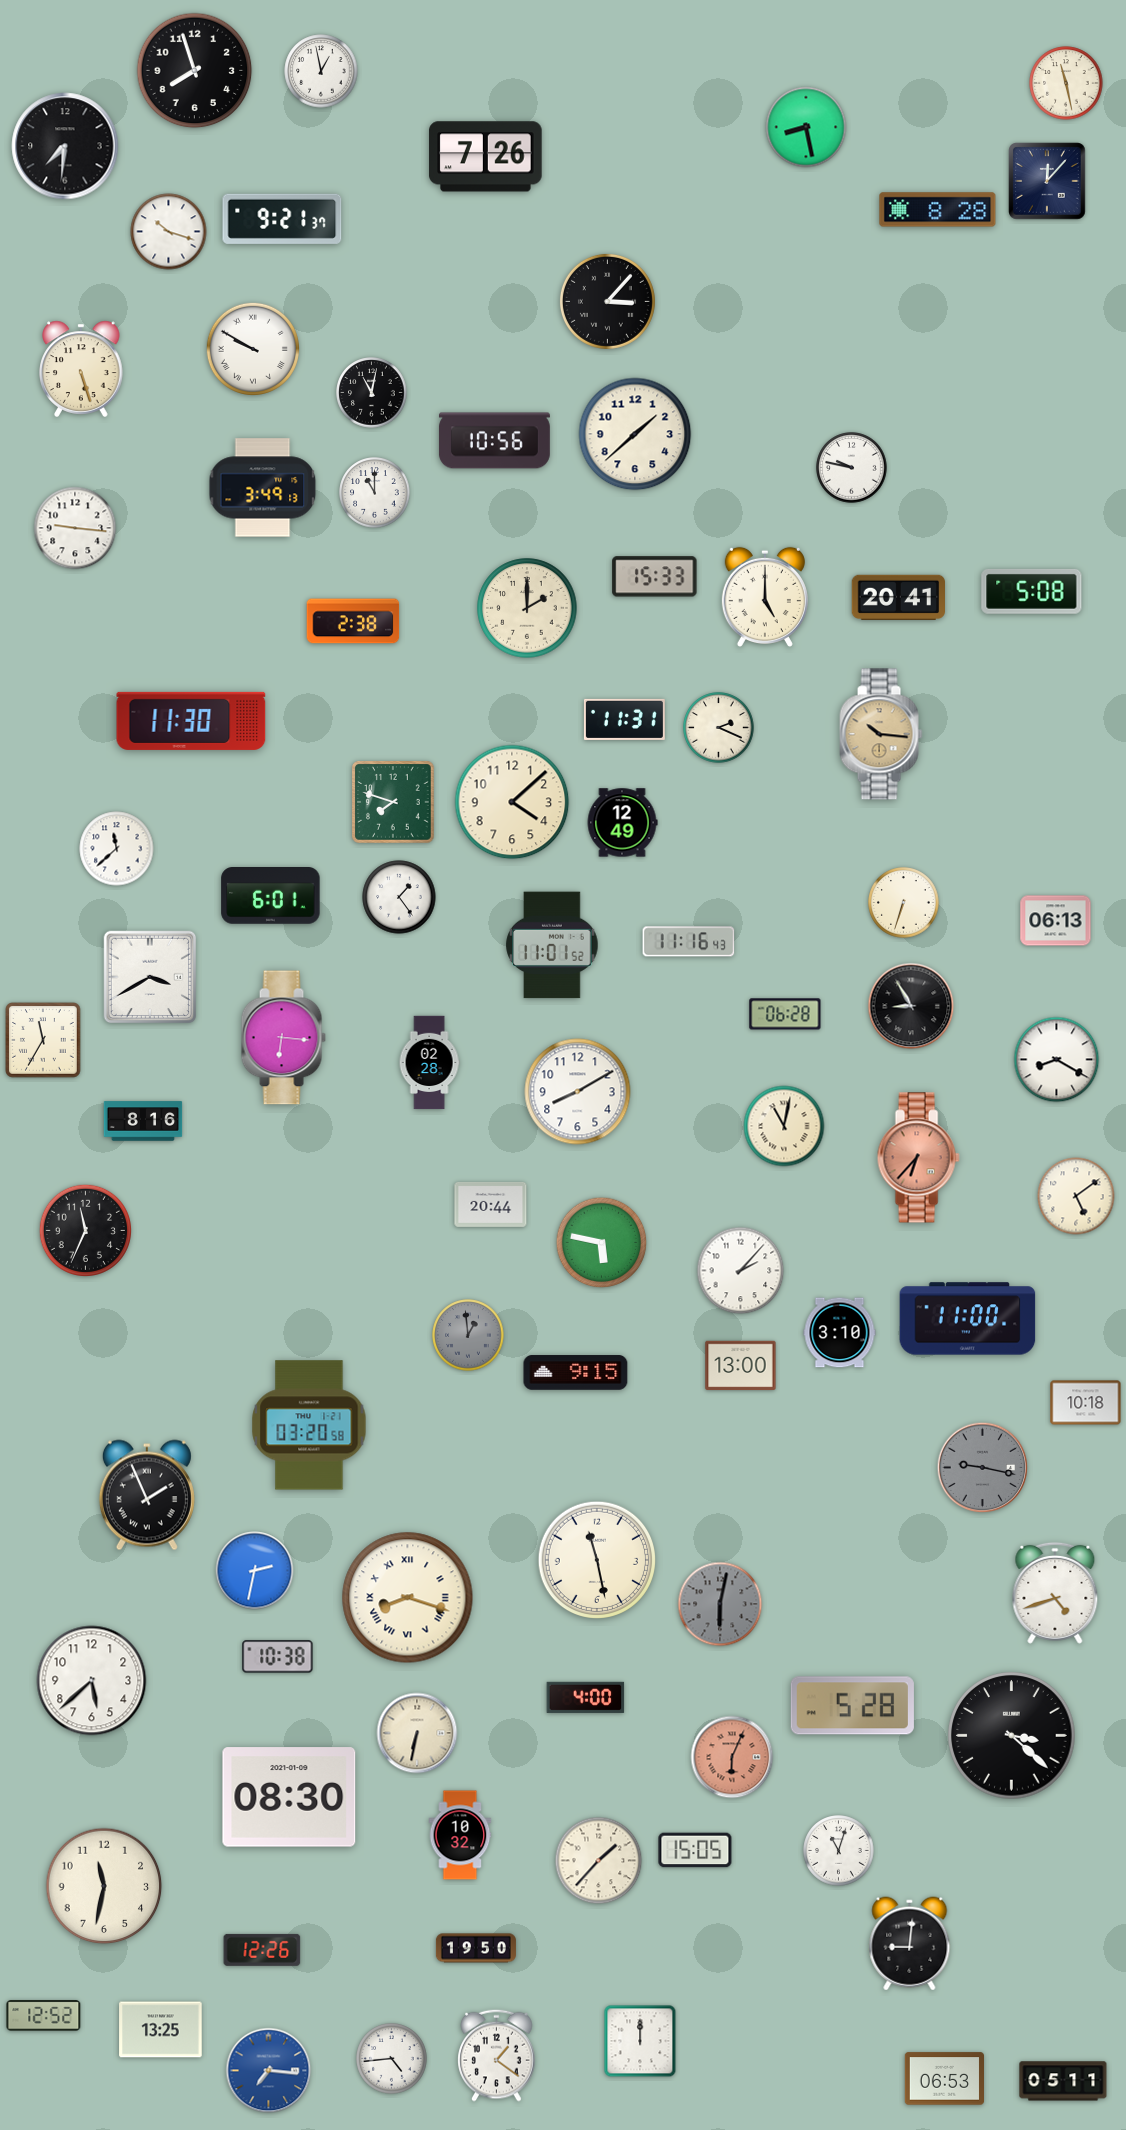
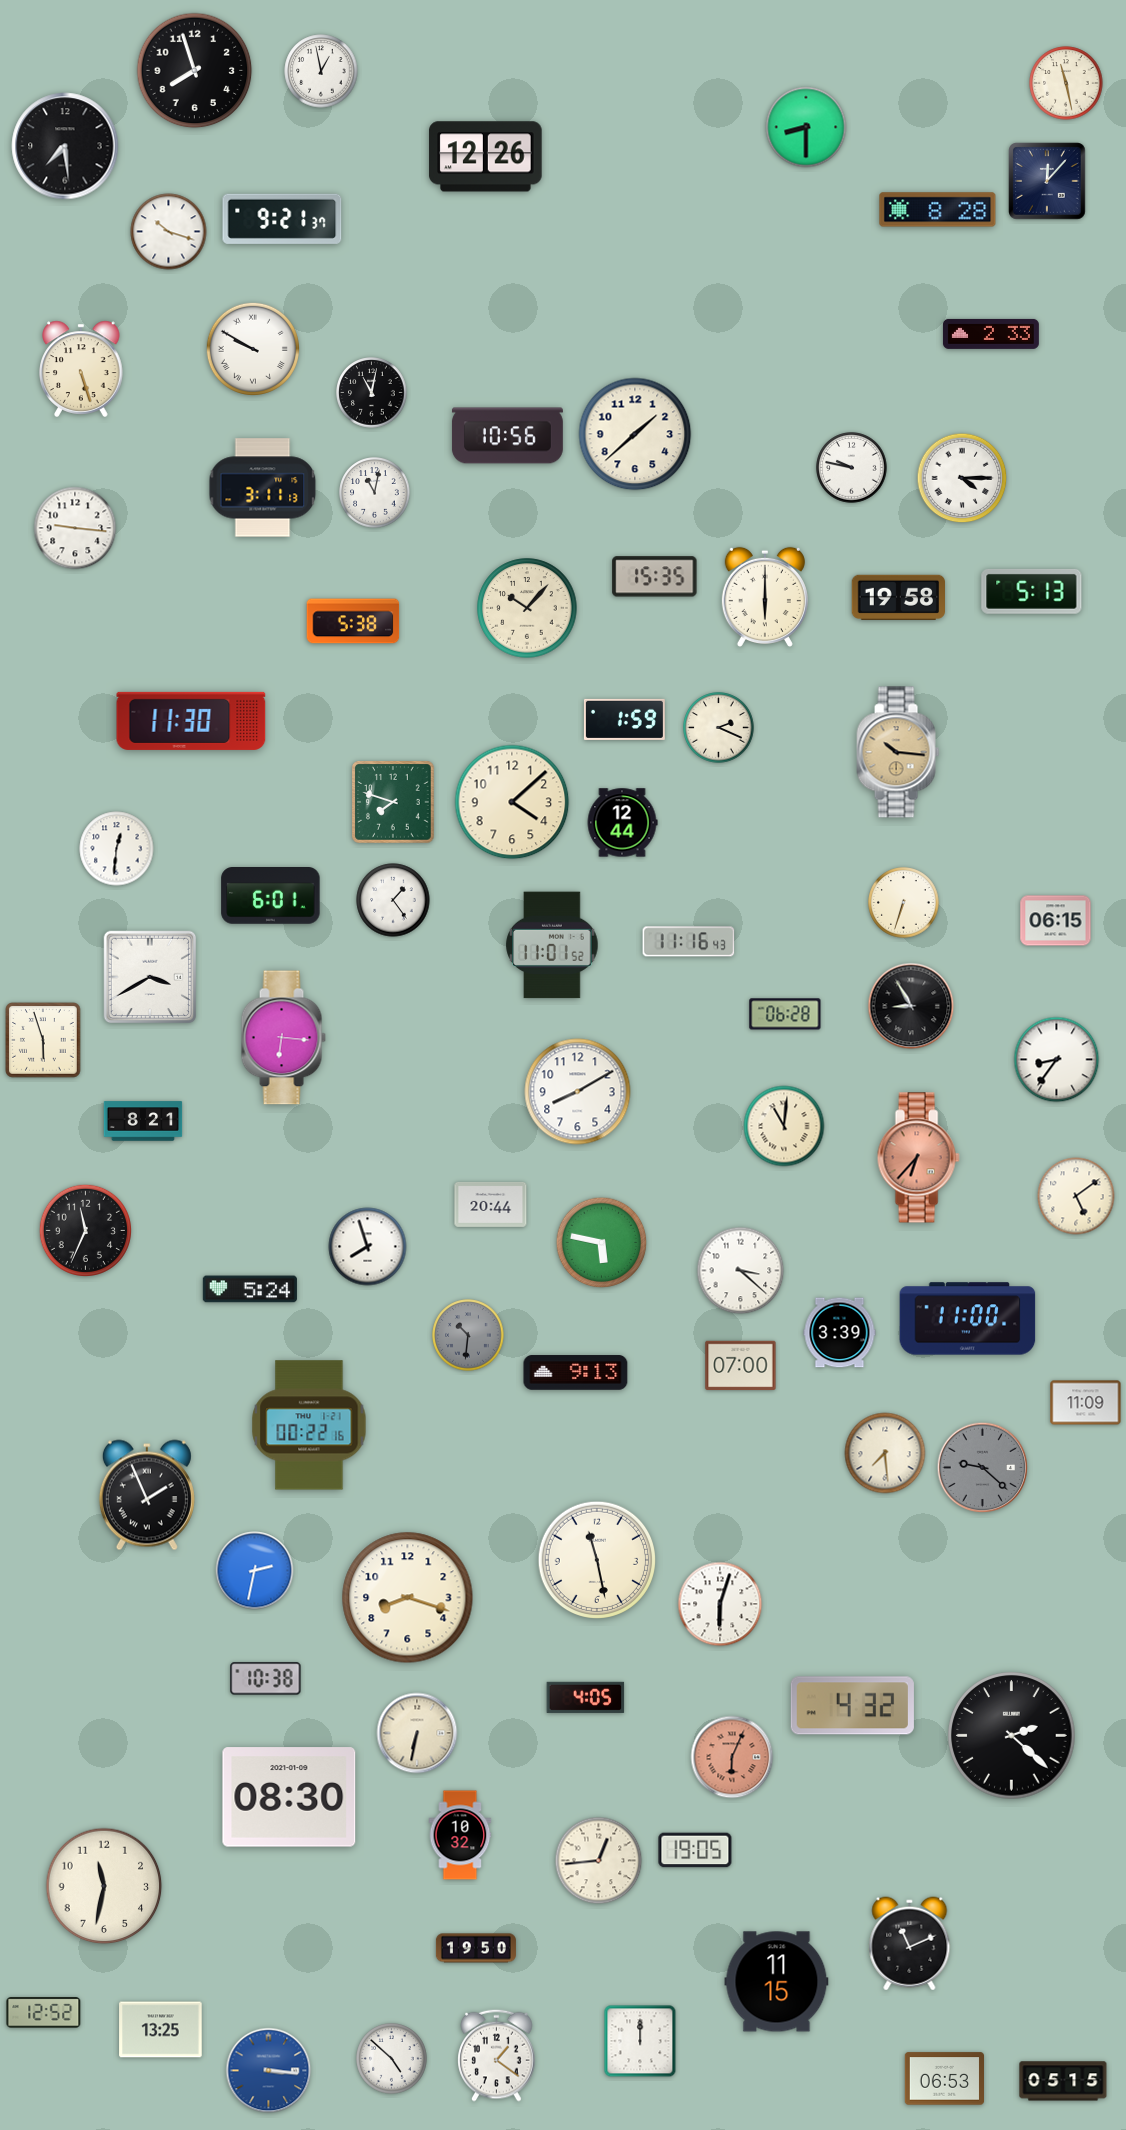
clock at (806, 127): 8:28 -> 8:30
clock at (65, 146): 7:31 -> 7:29
clock at (486, 157): 7:26 -> 12:26
clock at (607, 301): 3:07 -> none
clock at (991, 334): none -> 2:33
clock at (494, 441) position: (494, 441) -> (507, 436)
clock at (962, 478): none -> 4:15
clock at (263, 488): 3:49 -> 3:11
clock at (375, 493): 11:00 -> 11:02
clock at (655, 577): 15:33 -> 15:35
clock at (1032, 591): 5:08 -> 5:13
clock at (765, 596): 5:00 -> 6:00
clock at (898, 597): 20:41 -> 19:58
clock at (527, 608): 2:00 -> 10:07
clock at (353, 621): 2:38 -> 5:38
clock at (624, 719): 11:31 -> 1:59
clock at (881, 734) position: (881, 734) -> (898, 752)
clock at (622, 823): 12:49 -> 12:44
clock at (117, 849): 11:38 -> 12:31
clock at (399, 897) position: (399, 897) -> (393, 900)
clock at (1056, 921): 06:13 -> 06:15
clock at (43, 1040): 11:35 -> 5:57
clock at (1057, 1060): 8:20 -> 8:36
clock at (429, 1063): 02:28 -> none
clock at (143, 1121): 8:16 -> 8:21
clock at (784, 1126): 11:02 -> 11:01
clock at (368, 1247): none -> 7:57
clock at (741, 1271): 2:07 -> 3:22
clock at (250, 1289): none -> 5:24
clock at (840, 1333): 3:10 -> 3:39
clock at (468, 1335): 12:59 -> 10:31
clock at (741, 1366): 13:00 -> 07:00
clock at (576, 1373): 9:15 -> 9:13
clock at (1086, 1403): 10:18 -> 11:09
clock at (309, 1425): 03:20 -> 00:22
clock at (885, 1453): none -> 7:29
clock at (983, 1468): 9:17 -> 9:22
clock at (1055, 1593): 4:42 -> none
clock at (408, 1598) numerals: Roman -> Arabic
clock at (720, 1604): 6:02 -> 6:03
clock at (720, 1604) dial: grey -> white
clock at (278, 1657) position: (278, 1657) -> (266, 1679)
clock at (92, 1681): 5:38 -> none
clock at (586, 1697): 4:00 -> 4:05
clock at (852, 1706): 5:28 -> 4:32
clock at (1012, 1736): 3:22 -> 2:22
clock at (695, 1850): 15:05 -> 19:05
clock at (839, 1851): 11:03 -> none
clock at (599, 1861): 1:37 -> 12:44
clock at (910, 1944): 9:01 -> 11:11
clock at (262, 1950): 12:26 -> none
clock at (777, 1982): none -> 11:15
clock at (44, 2016) position: (44, 2016) -> (44, 2013)
clock at (392, 2059): 4:44 -> 4:52
clock at (269, 2071): 7:16 -> 3:16
clock at (1063, 2081): 05:11 -> 05:15
